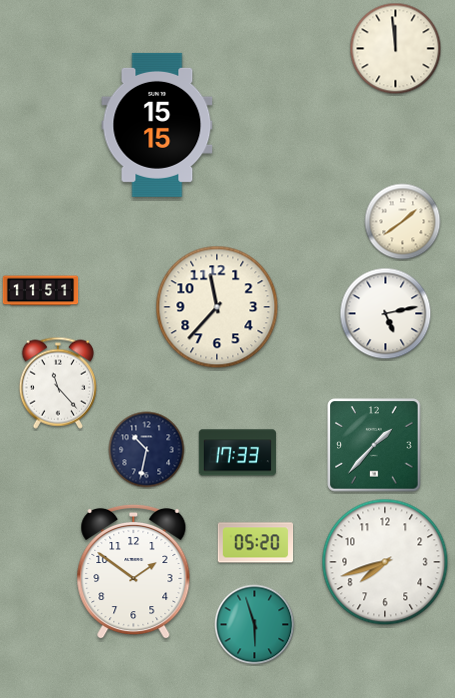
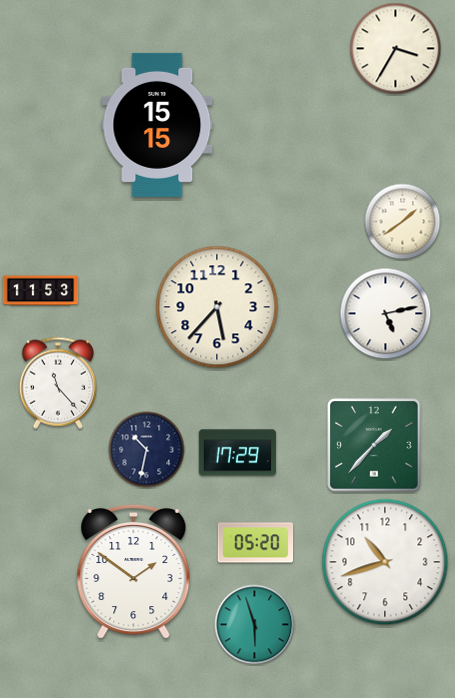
clock at (396, 49): 11:59 -> 3:35
clock at (41, 291): 11:51 -> 11:53
clock at (217, 307): 11:37 -> 5:37
clock at (237, 453): 17:33 -> 17:29
clock at (385, 562): 7:42 -> 10:42
